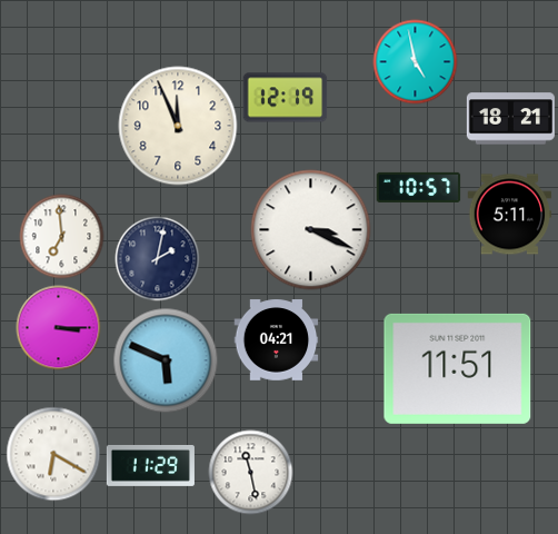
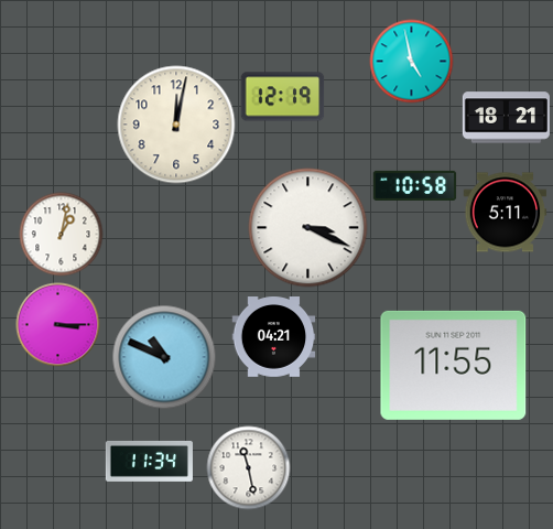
clock at (178, 126): 11:56 -> 12:02
clock at (419, 187): 10:57 -> 10:58
clock at (62, 237): 6:59 -> 1:02
clock at (158, 259): 2:02 -> none
clock at (166, 360): 5:49 -> 10:49
clock at (458, 368): 11:51 -> 11:55
clock at (53, 454): 6:20 -> none
clock at (150, 465): 11:29 -> 11:34
